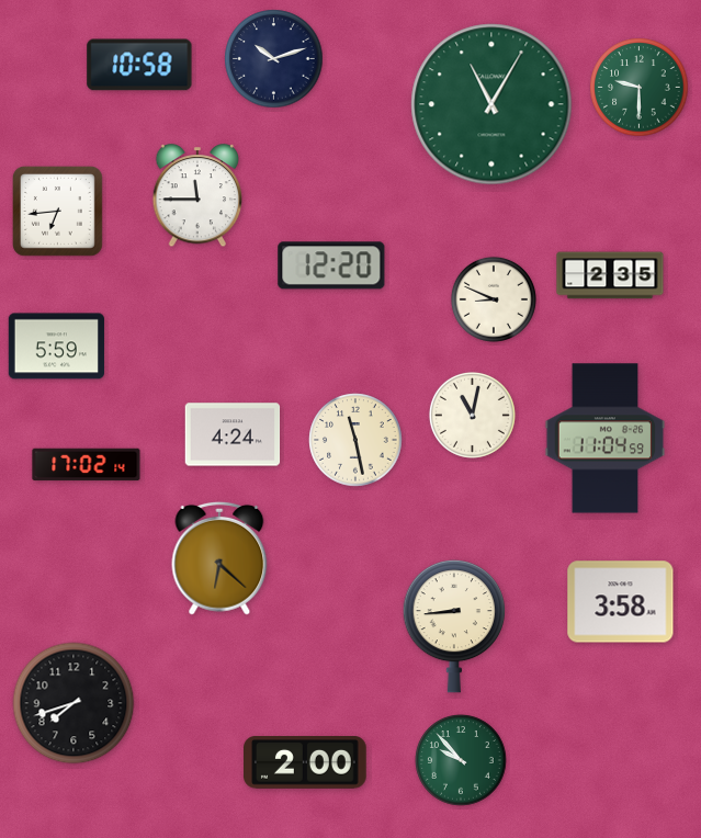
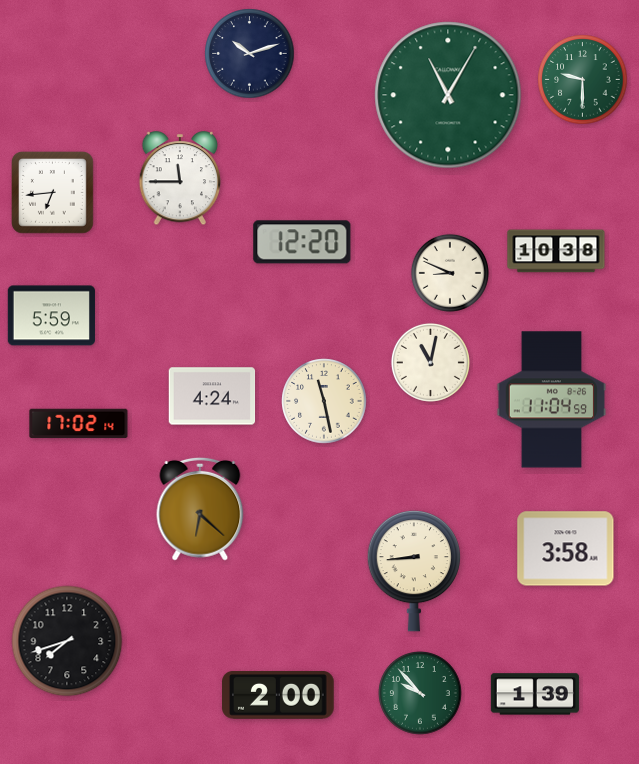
clock at (139, 65): 10:58 -> none
clock at (610, 275): 2:35 -> 10:38
clock at (472, 415) position: (472, 415) -> (430, 362)
clock at (535, 694): none -> 1:39
